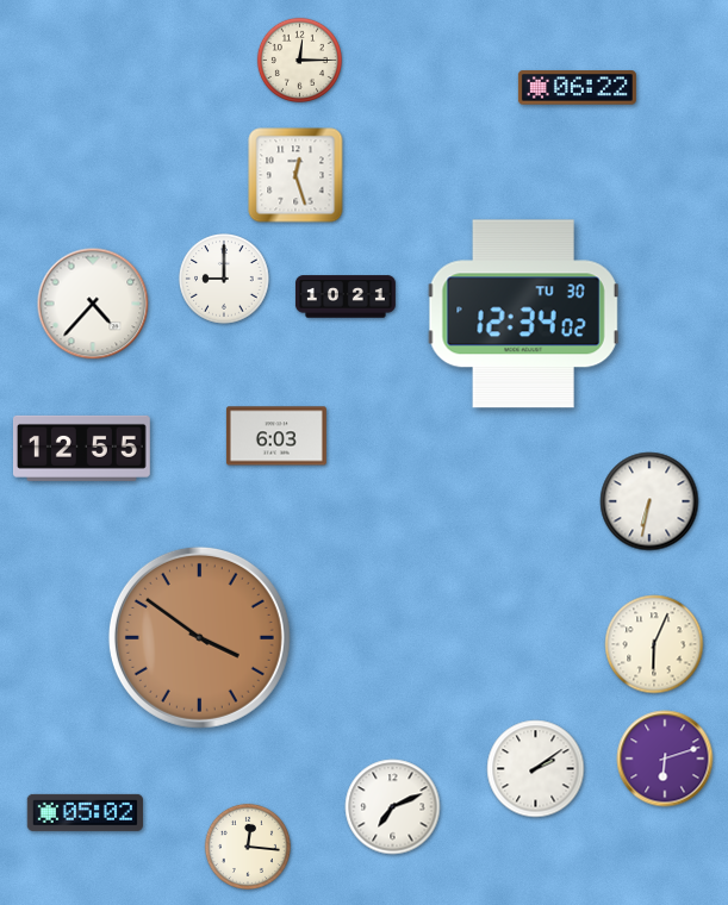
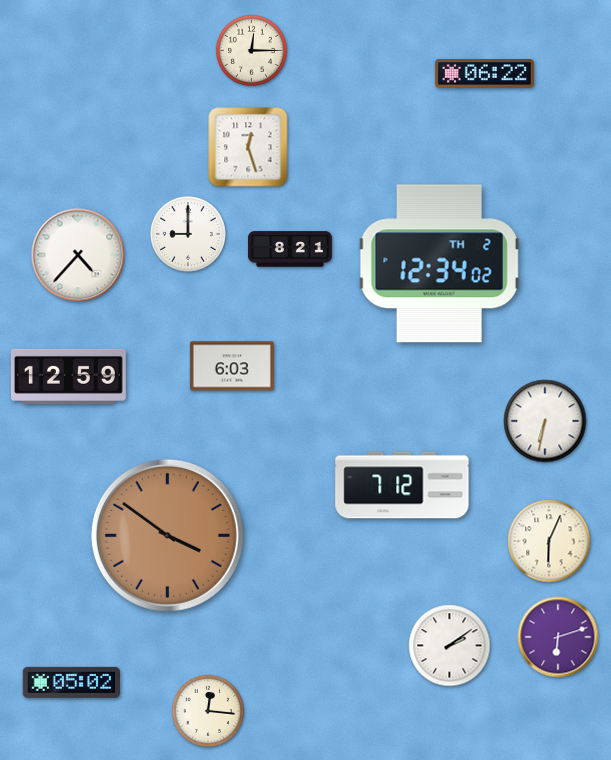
clock at (346, 297): 10:21 -> 8:21
clock at (523, 314) date: TU 30 -> TH 2
clock at (81, 448): 12:55 -> 12:59
clock at (402, 485): none -> 7:12
clock at (393, 807): 7:11 -> none
